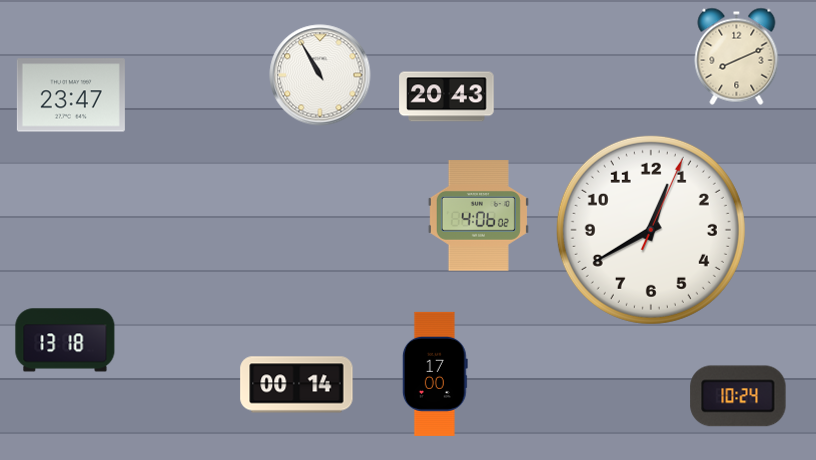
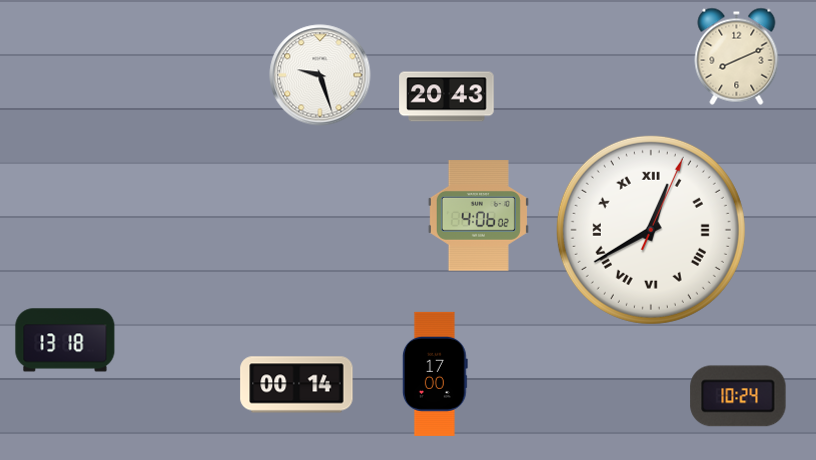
clock at (320, 75): 10:55 -> 9:27
clock at (71, 95): 23:47 -> none
clock at (651, 230) numerals: Arabic -> Roman
